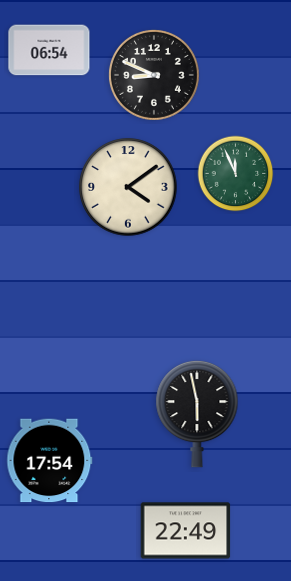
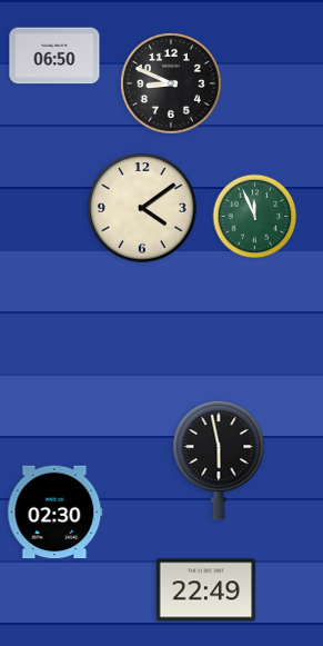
clock at (49, 50): 06:54 -> 06:50
clock at (236, 174) position: (236, 174) -> (255, 217)
clock at (50, 461): 17:54 -> 02:30
